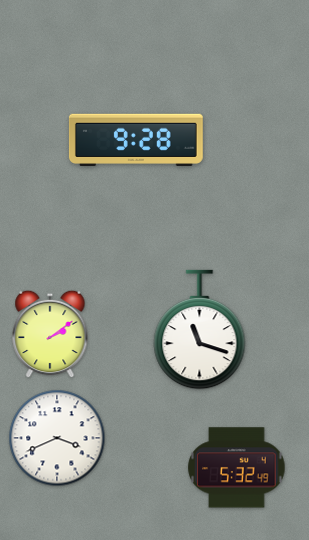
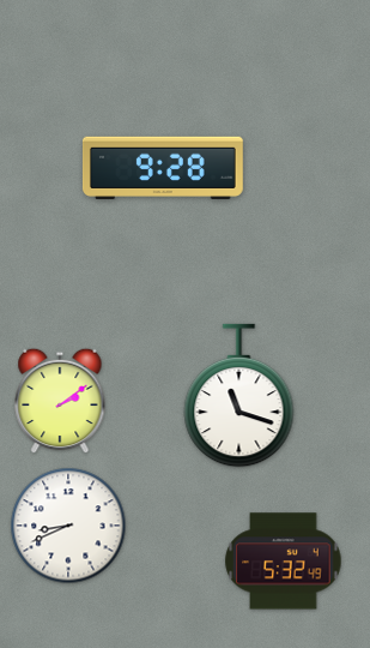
clock at (57, 438): 3:41 -> 8:41
